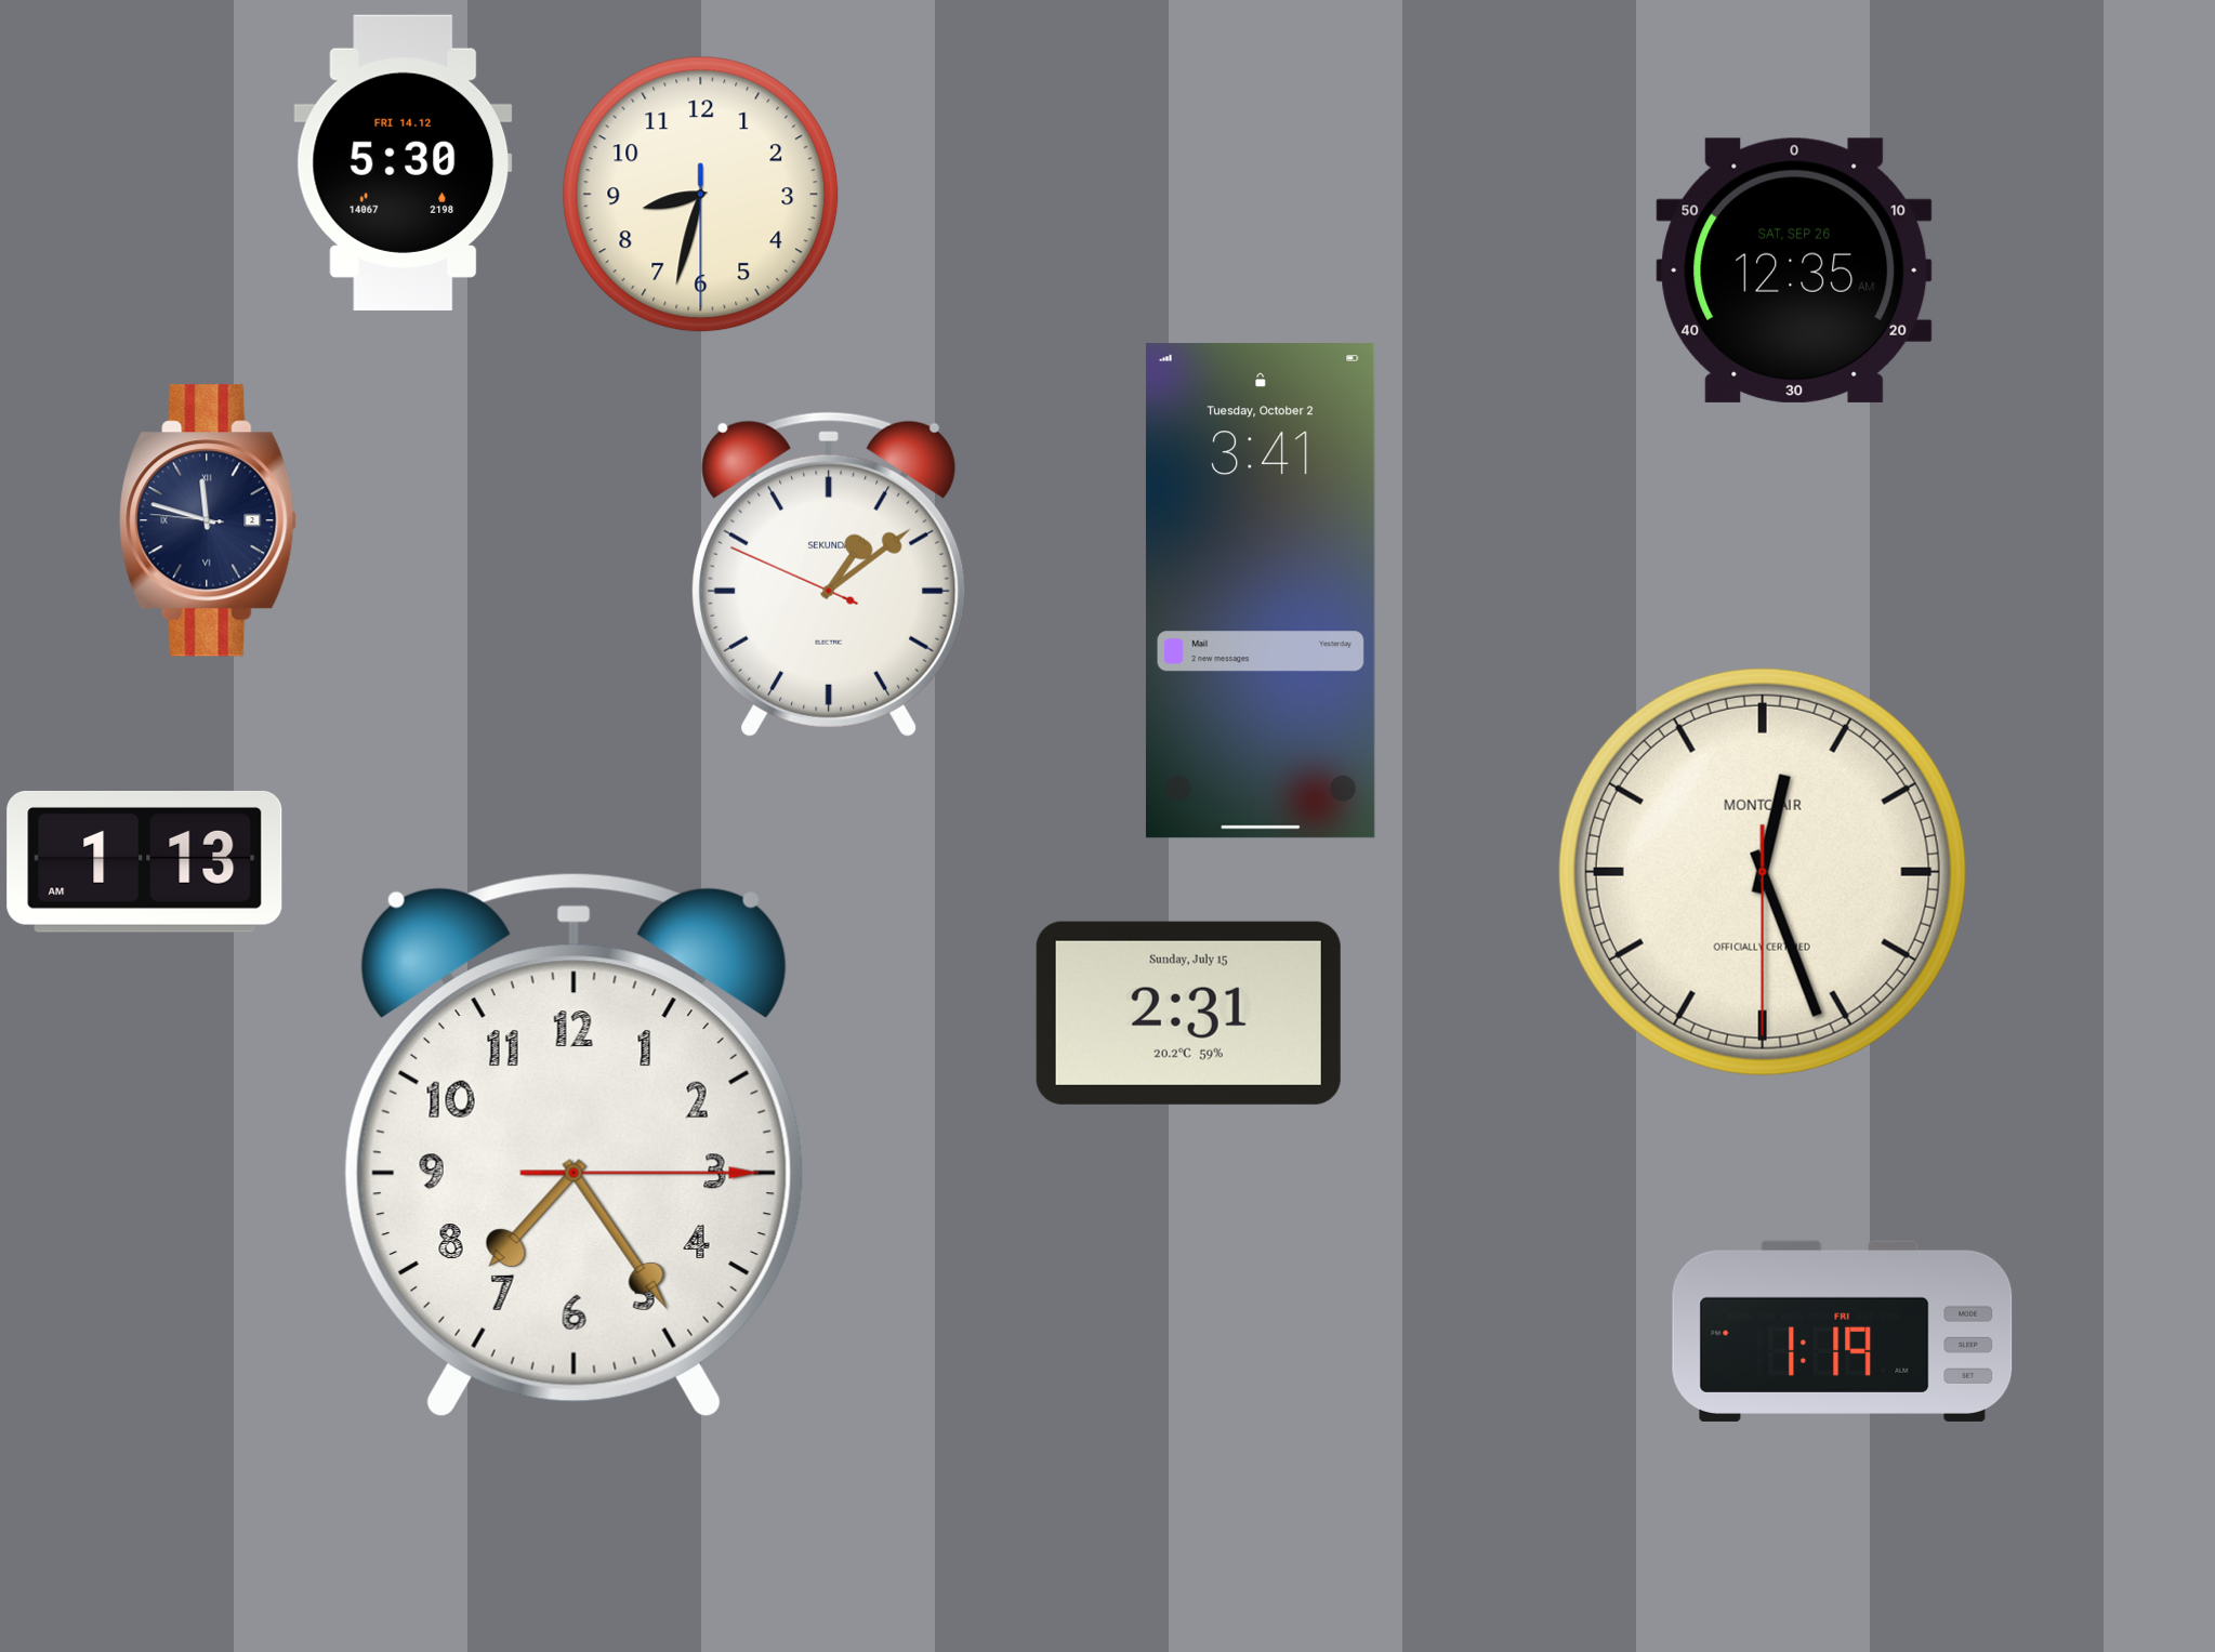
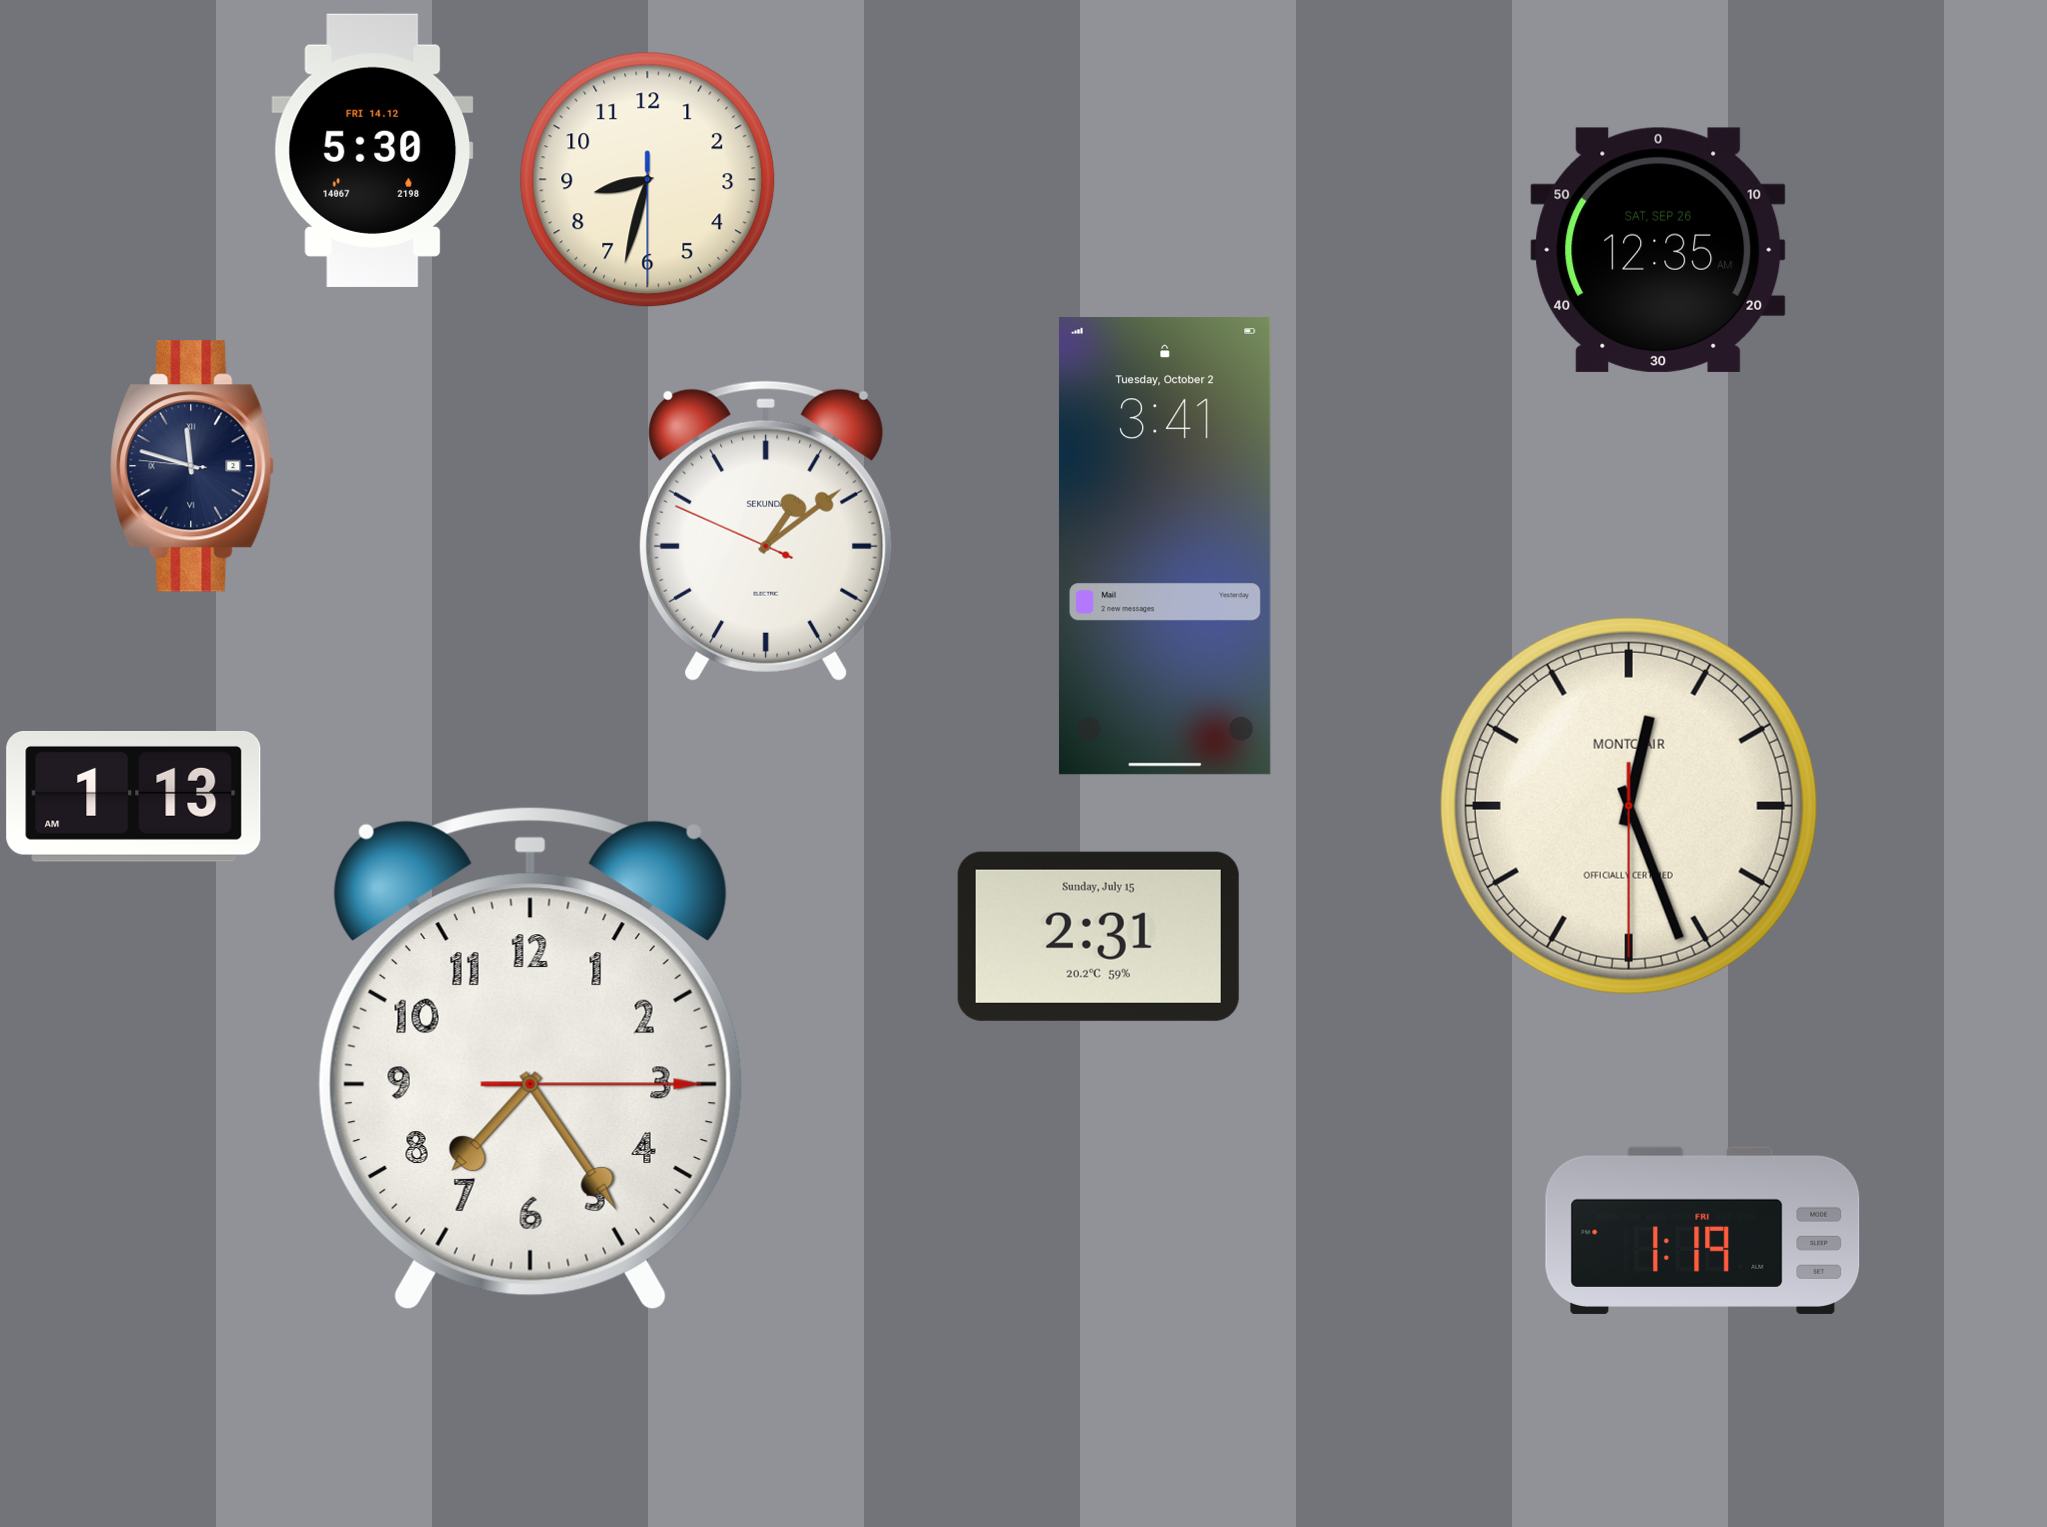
clock at (208, 520) position: (208, 520) -> (192, 466)
